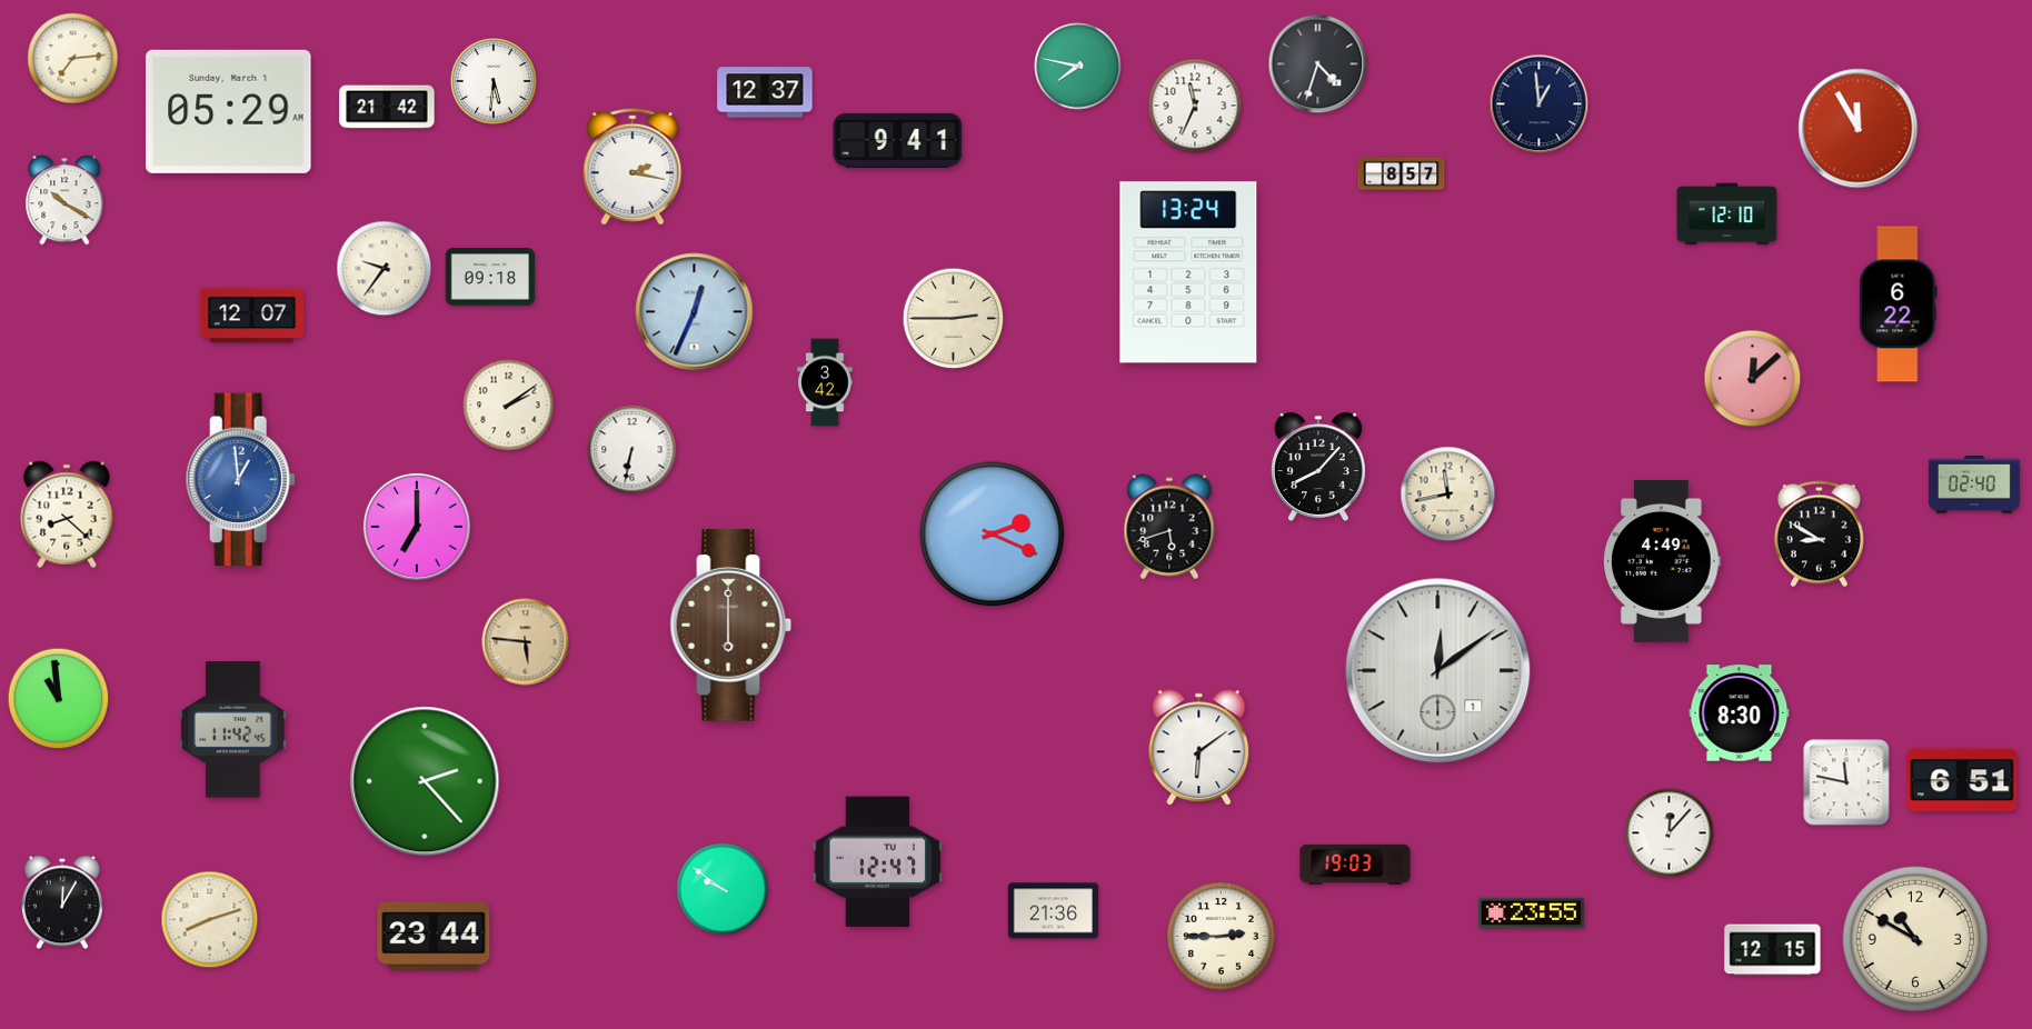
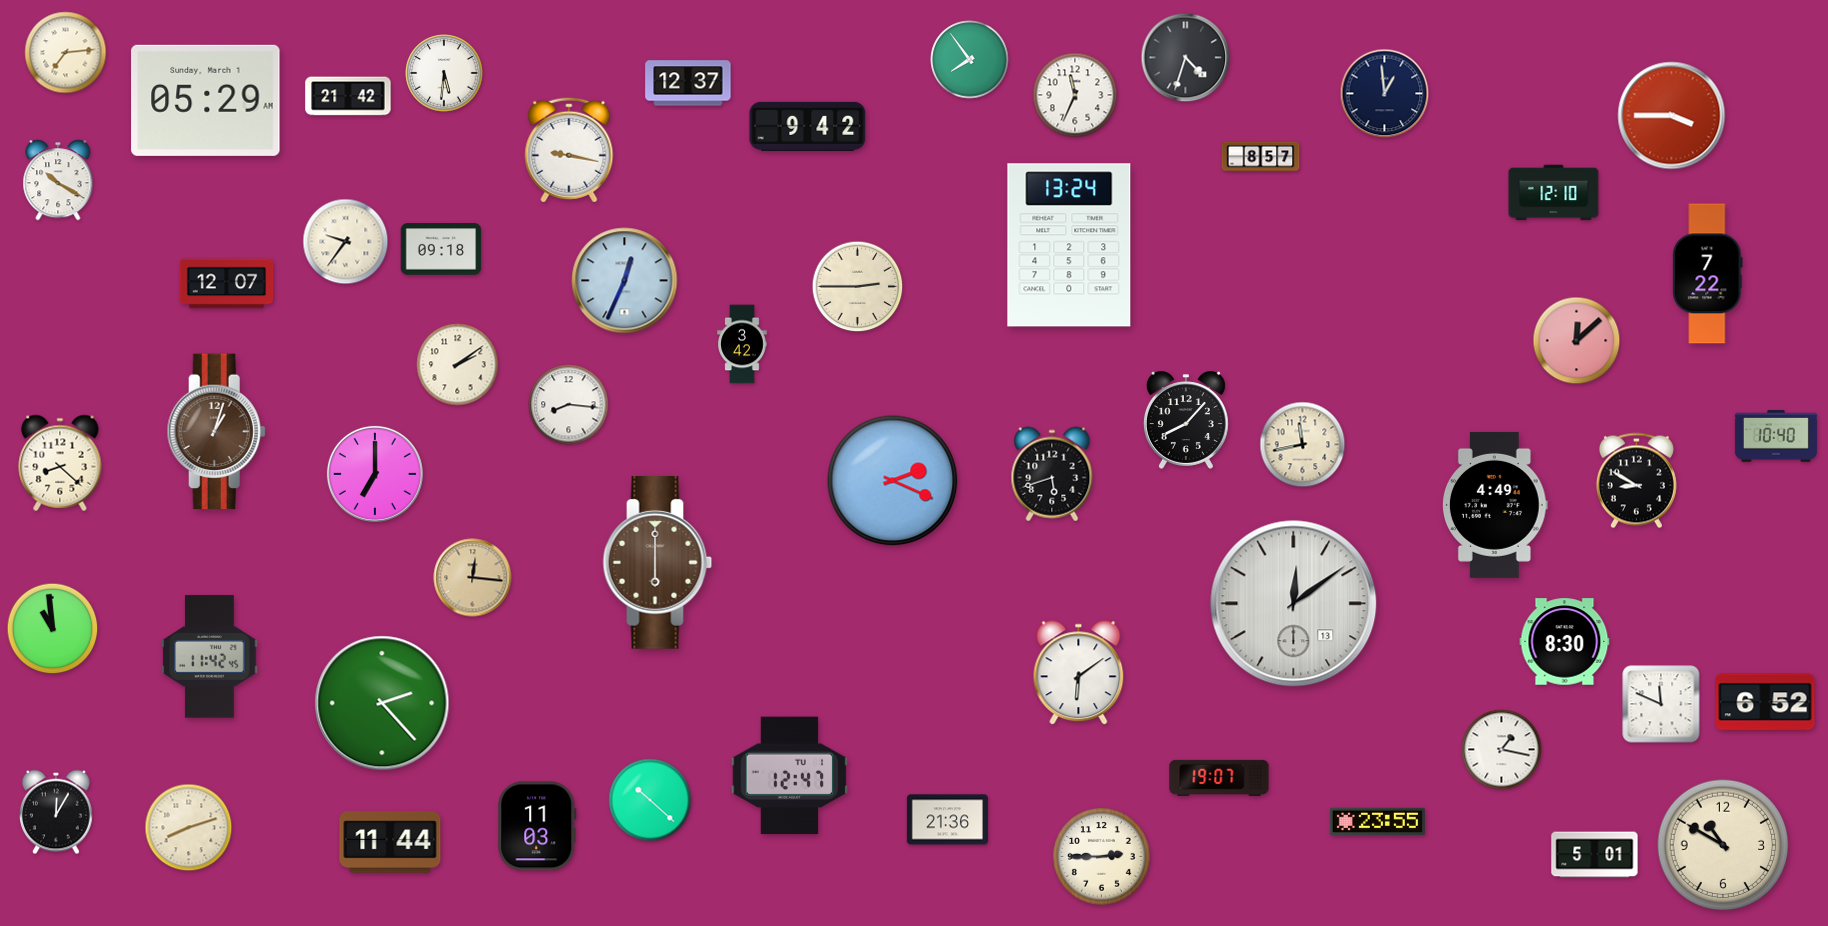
clock at (1078, 67): 7:47 -> 7:54
clock at (1859, 129): 11:55 -> 3:45
clock at (898, 140): 9:41 -> 9:42
clock at (632, 167): 2:17 -> 9:17
clock at (1899, 304): 6:22 -> 7:22
clock at (632, 450): 6:32 -> 8:16
clock at (240, 480): 12:59 -> 1:03
clock at (240, 480) dial: blue -> brown
clock at (1974, 486): 02:40 -> 10:40
clock at (526, 642): 5:46 -> 12:16
clock at (1438, 671) date: 1 -> 13
clock at (1962, 780): 6:51 -> 6:52
clock at (1846, 782): 11:47 -> 11:49
clock at (1670, 833): 12:07 -> 1:17
clock at (1355, 863): 19:03 -> 19:07
clock at (723, 889): 9:51 -> 10:22
clock at (537, 826): none -> 11:03
clock at (434, 936): 23:44 -> 11:44
clock at (1222, 937) position: (1222, 937) -> (1102, 857)
clock at (1773, 950): 12:15 -> 5:01
